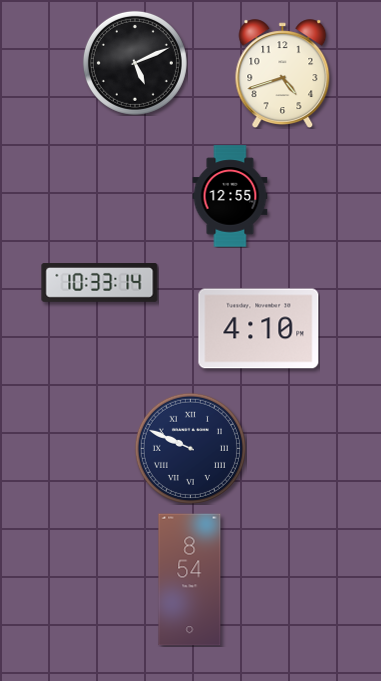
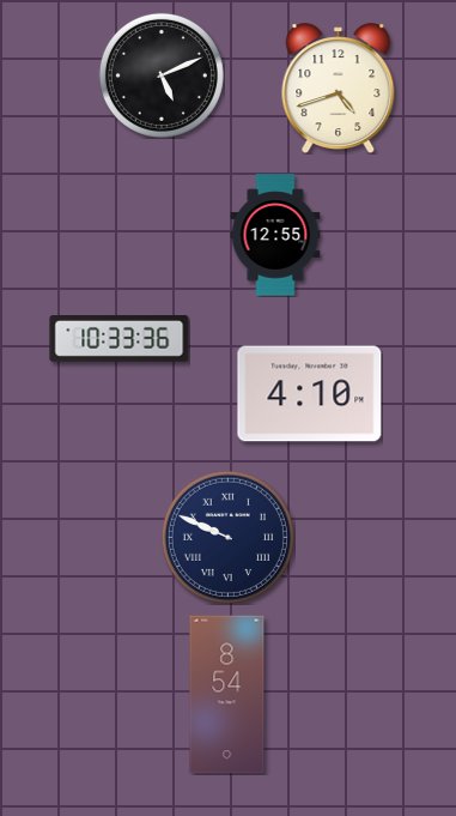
clock at (100, 283): 10:33:14 -> 10:33:36
